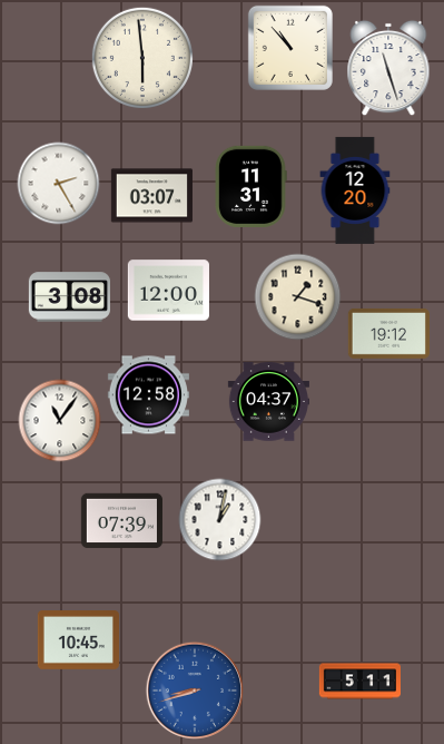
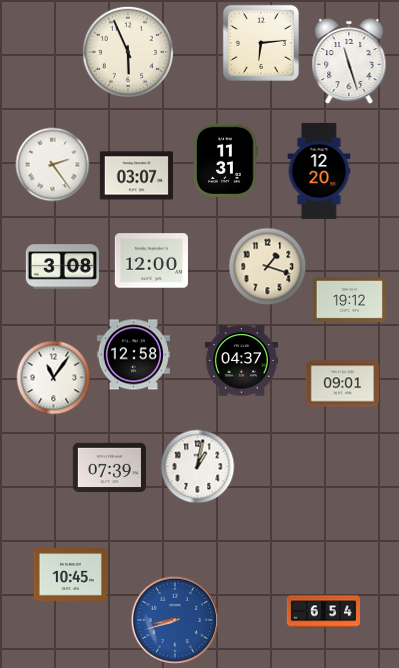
clock at (290, 48): 10:53 -> 6:14
clock at (142, 58): 5:59 -> 5:56
clock at (59, 184): 2:25 -> 2:24
clock at (250, 186) position: (250, 186) -> (225, 160)
clock at (342, 384): none -> 09:01
clock at (359, 682): 5:11 -> 6:54
